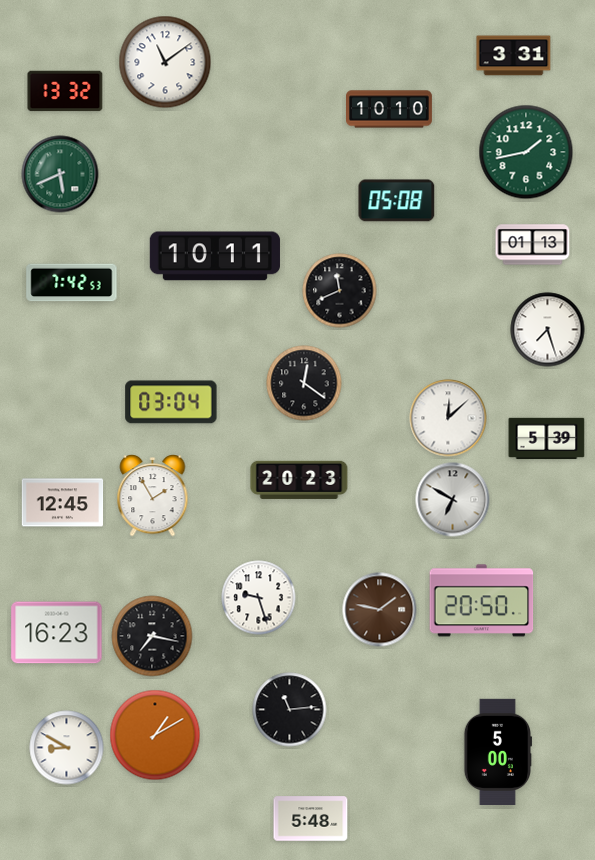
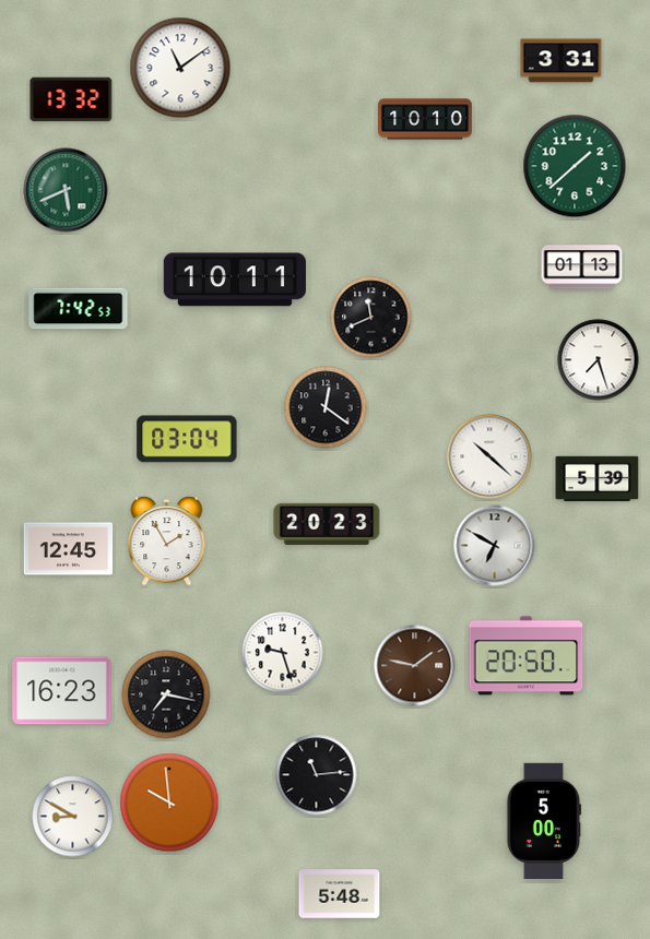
clock at (526, 152): 1:43 -> 1:38
clock at (397, 201): 05:08 -> none
clock at (304, 383) position: (304, 383) -> (326, 407)
clock at (448, 418): 12:08 -> 10:22
clock at (155, 735): 1:10 -> 9:59
